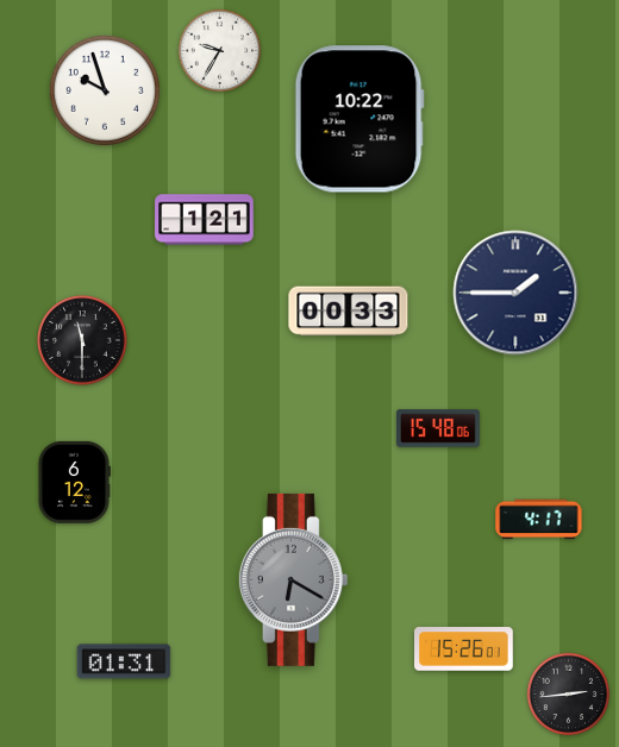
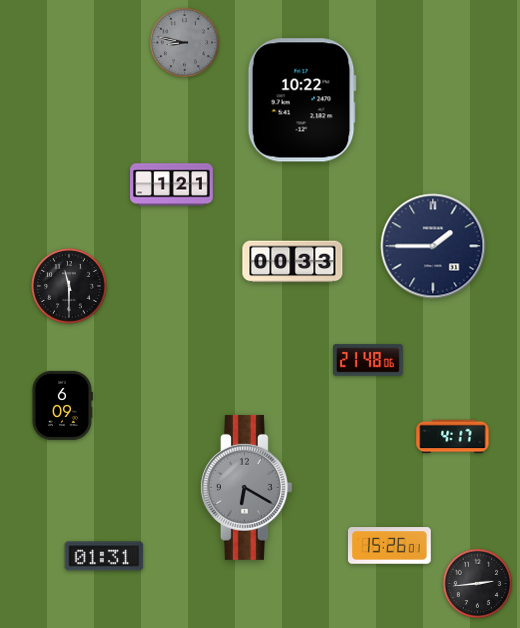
clock at (220, 51): 9:35 -> 8:47
clock at (220, 51) dial: white -> grey
clock at (105, 90): 9:57 -> none
clock at (439, 428): 15:48 -> 21:48
clock at (74, 482): 6:12 -> 6:09
